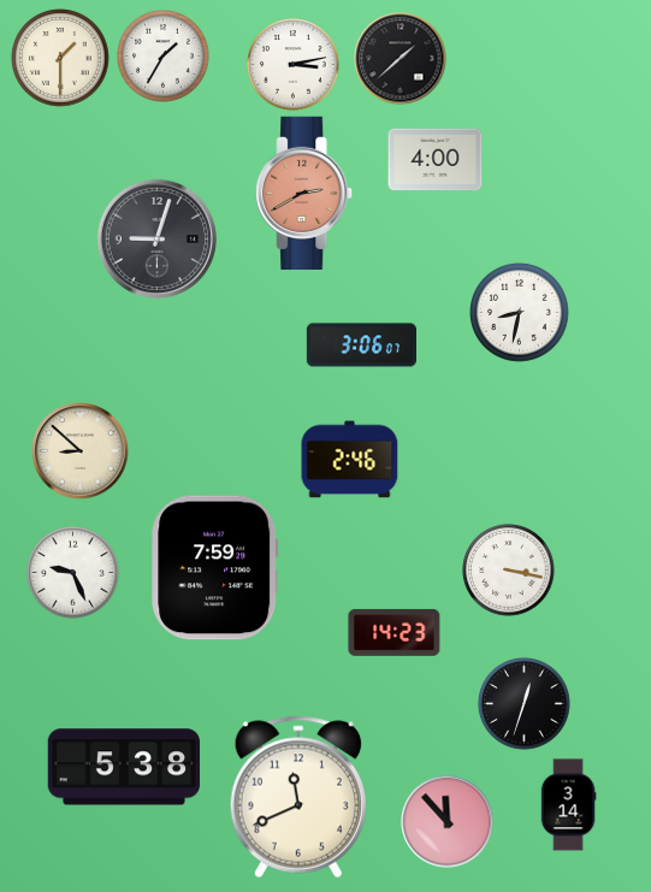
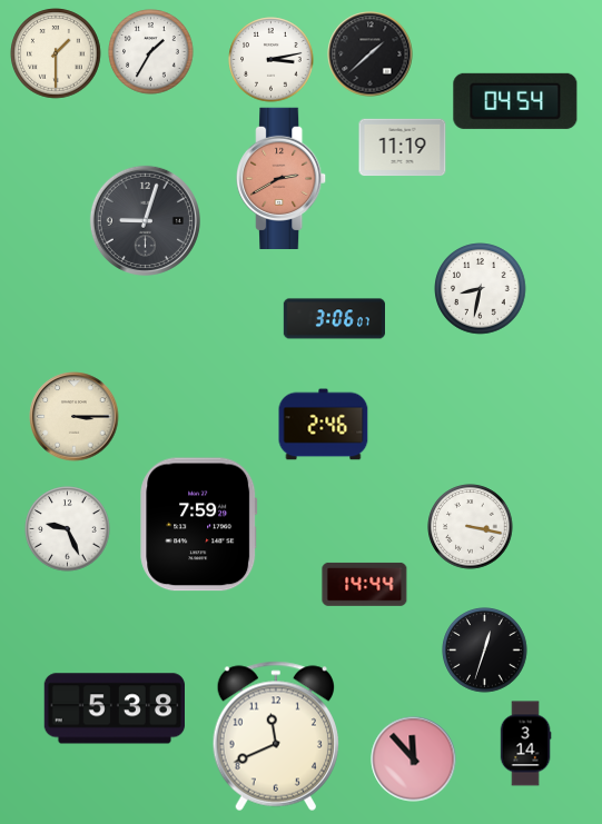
clock at (515, 101): none -> 04:54
clock at (436, 160): 4:00 -> 11:19
clock at (81, 451): 8:52 -> 3:15
clock at (395, 632): 14:23 -> 14:44
